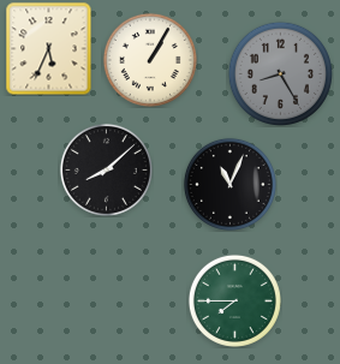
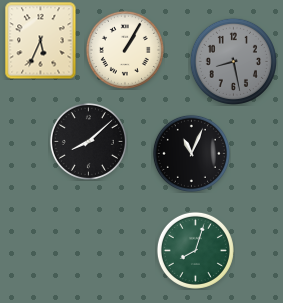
clock at (280, 73): 8:25 -> 8:28
clock at (234, 300): 7:45 -> 8:03
